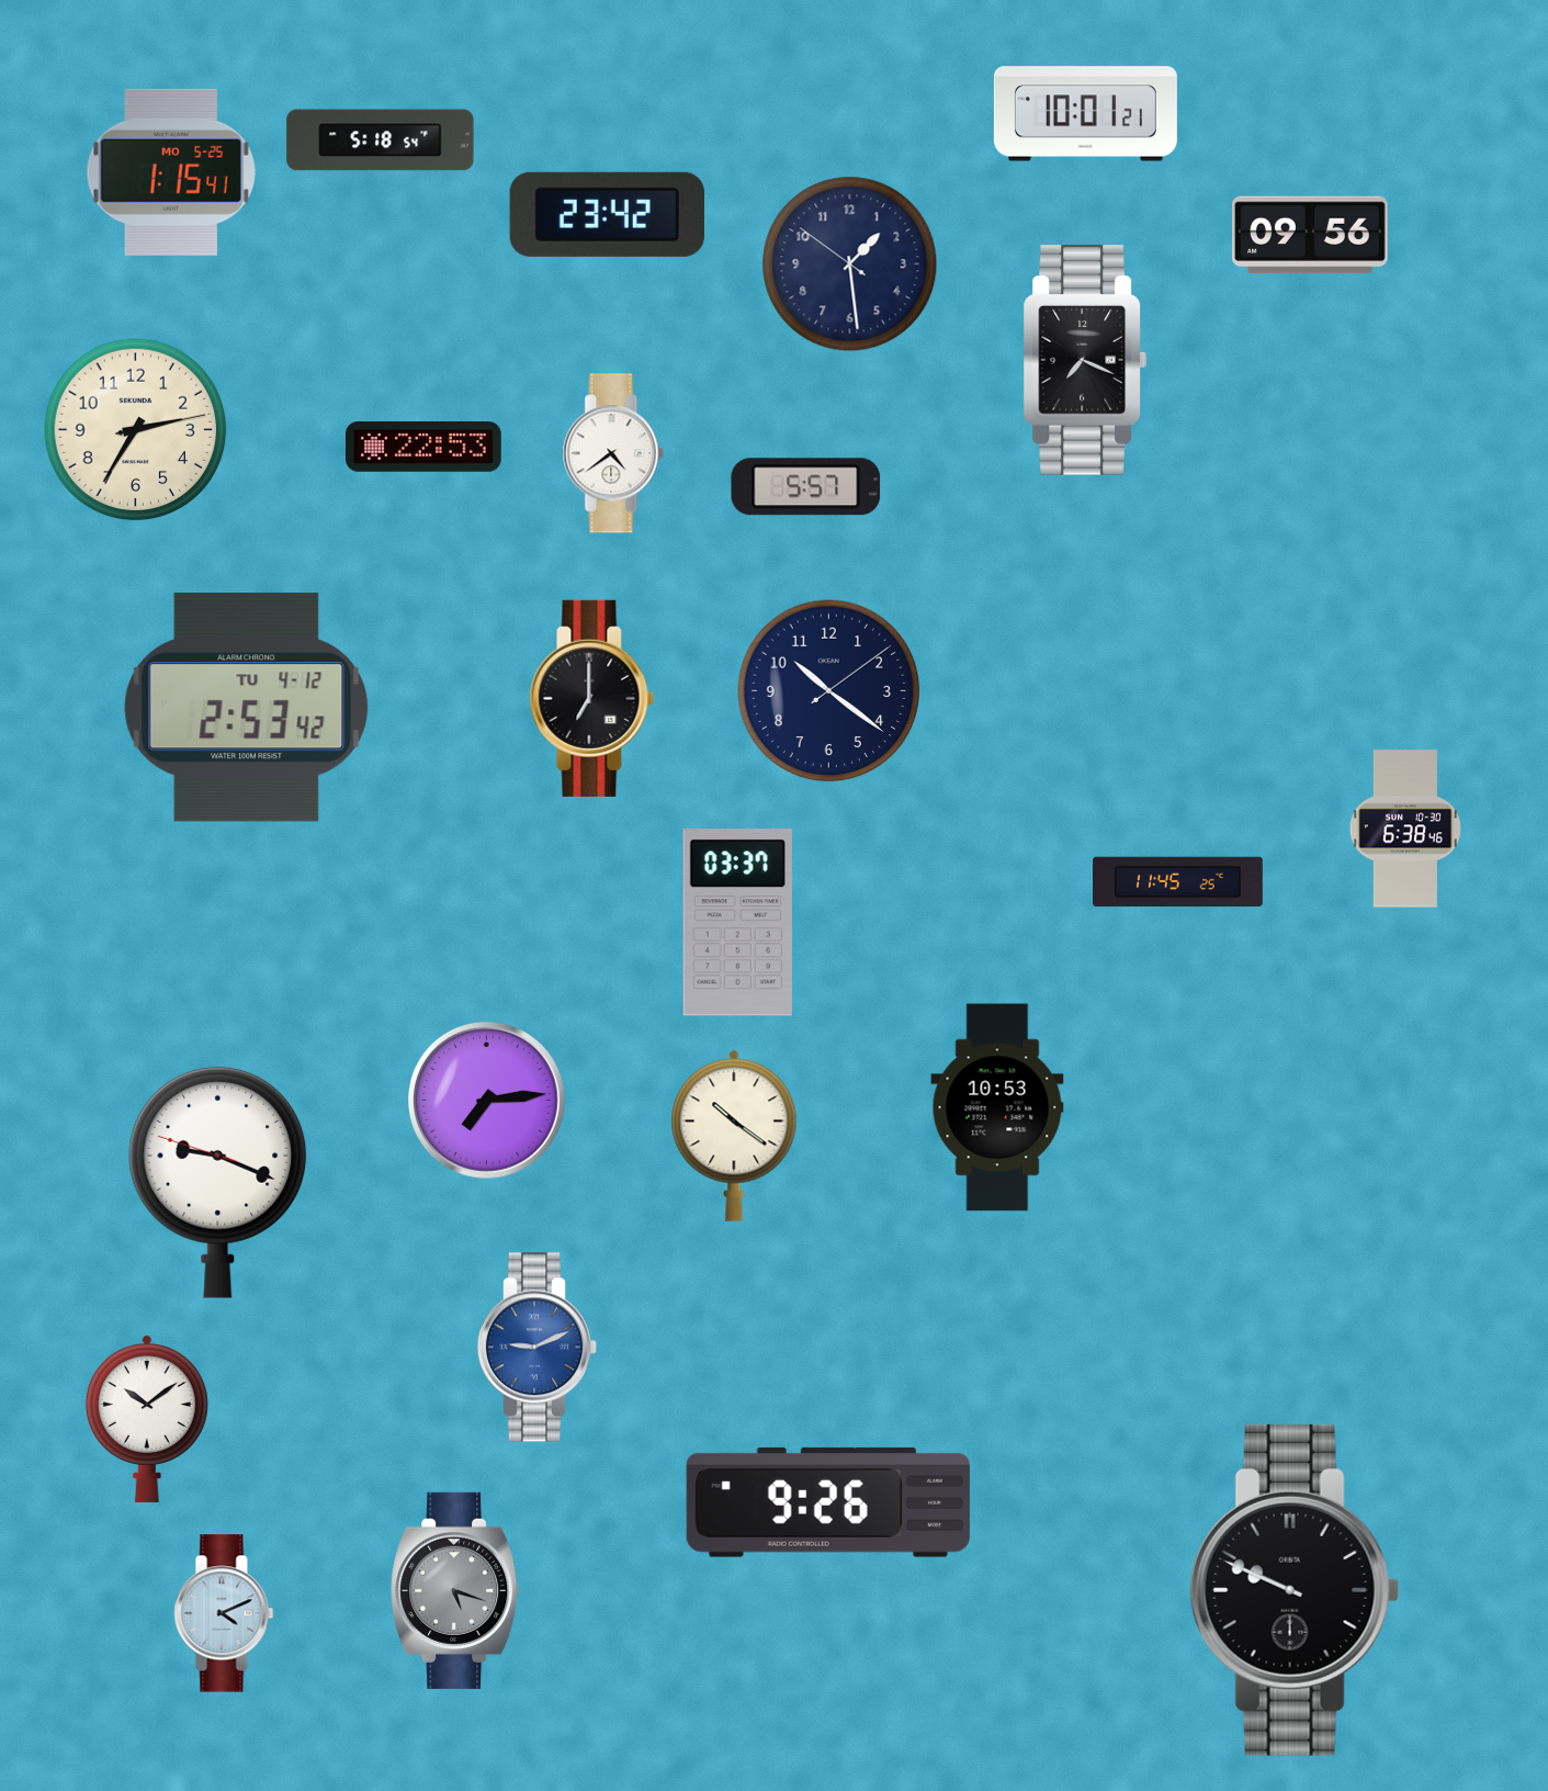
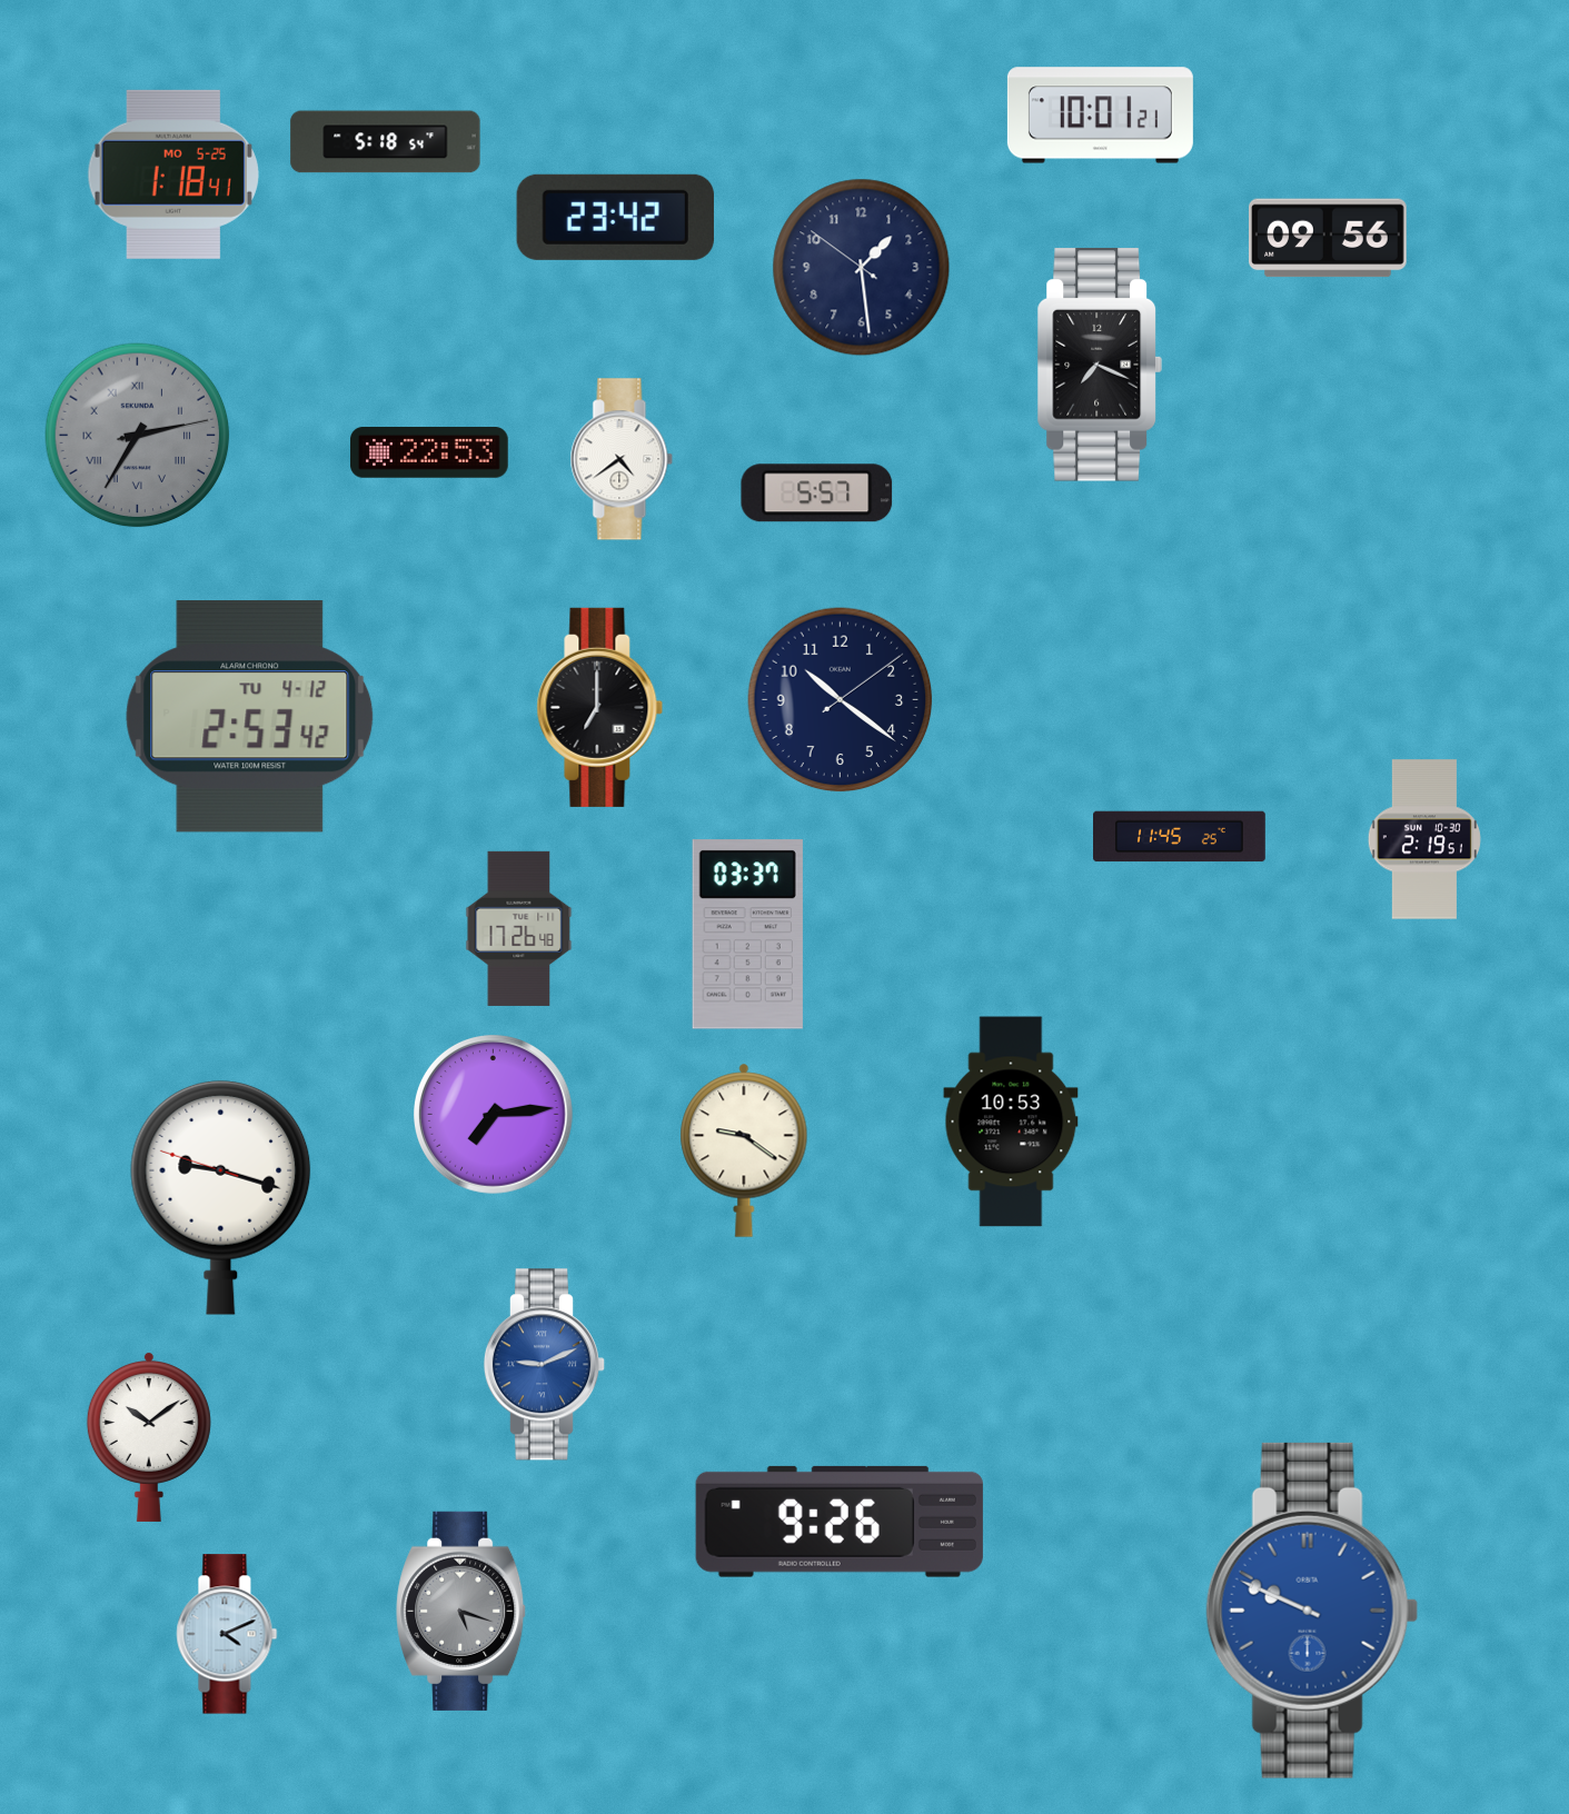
clock at (171, 172): 1:15 -> 1:18
clock at (136, 430) dial: cream -> grey
clock at (136, 430) numerals: Arabic -> Roman
clock at (1405, 829): 6:38 -> 2:19
clock at (1178, 882) position: (1178, 882) -> (1180, 837)
clock at (519, 928): none -> 17:26
clock at (734, 1136): 10:21 -> 9:21
clock at (218, 1182): 9:18 -> 9:17
clock at (1295, 1590) dial: black -> blue
